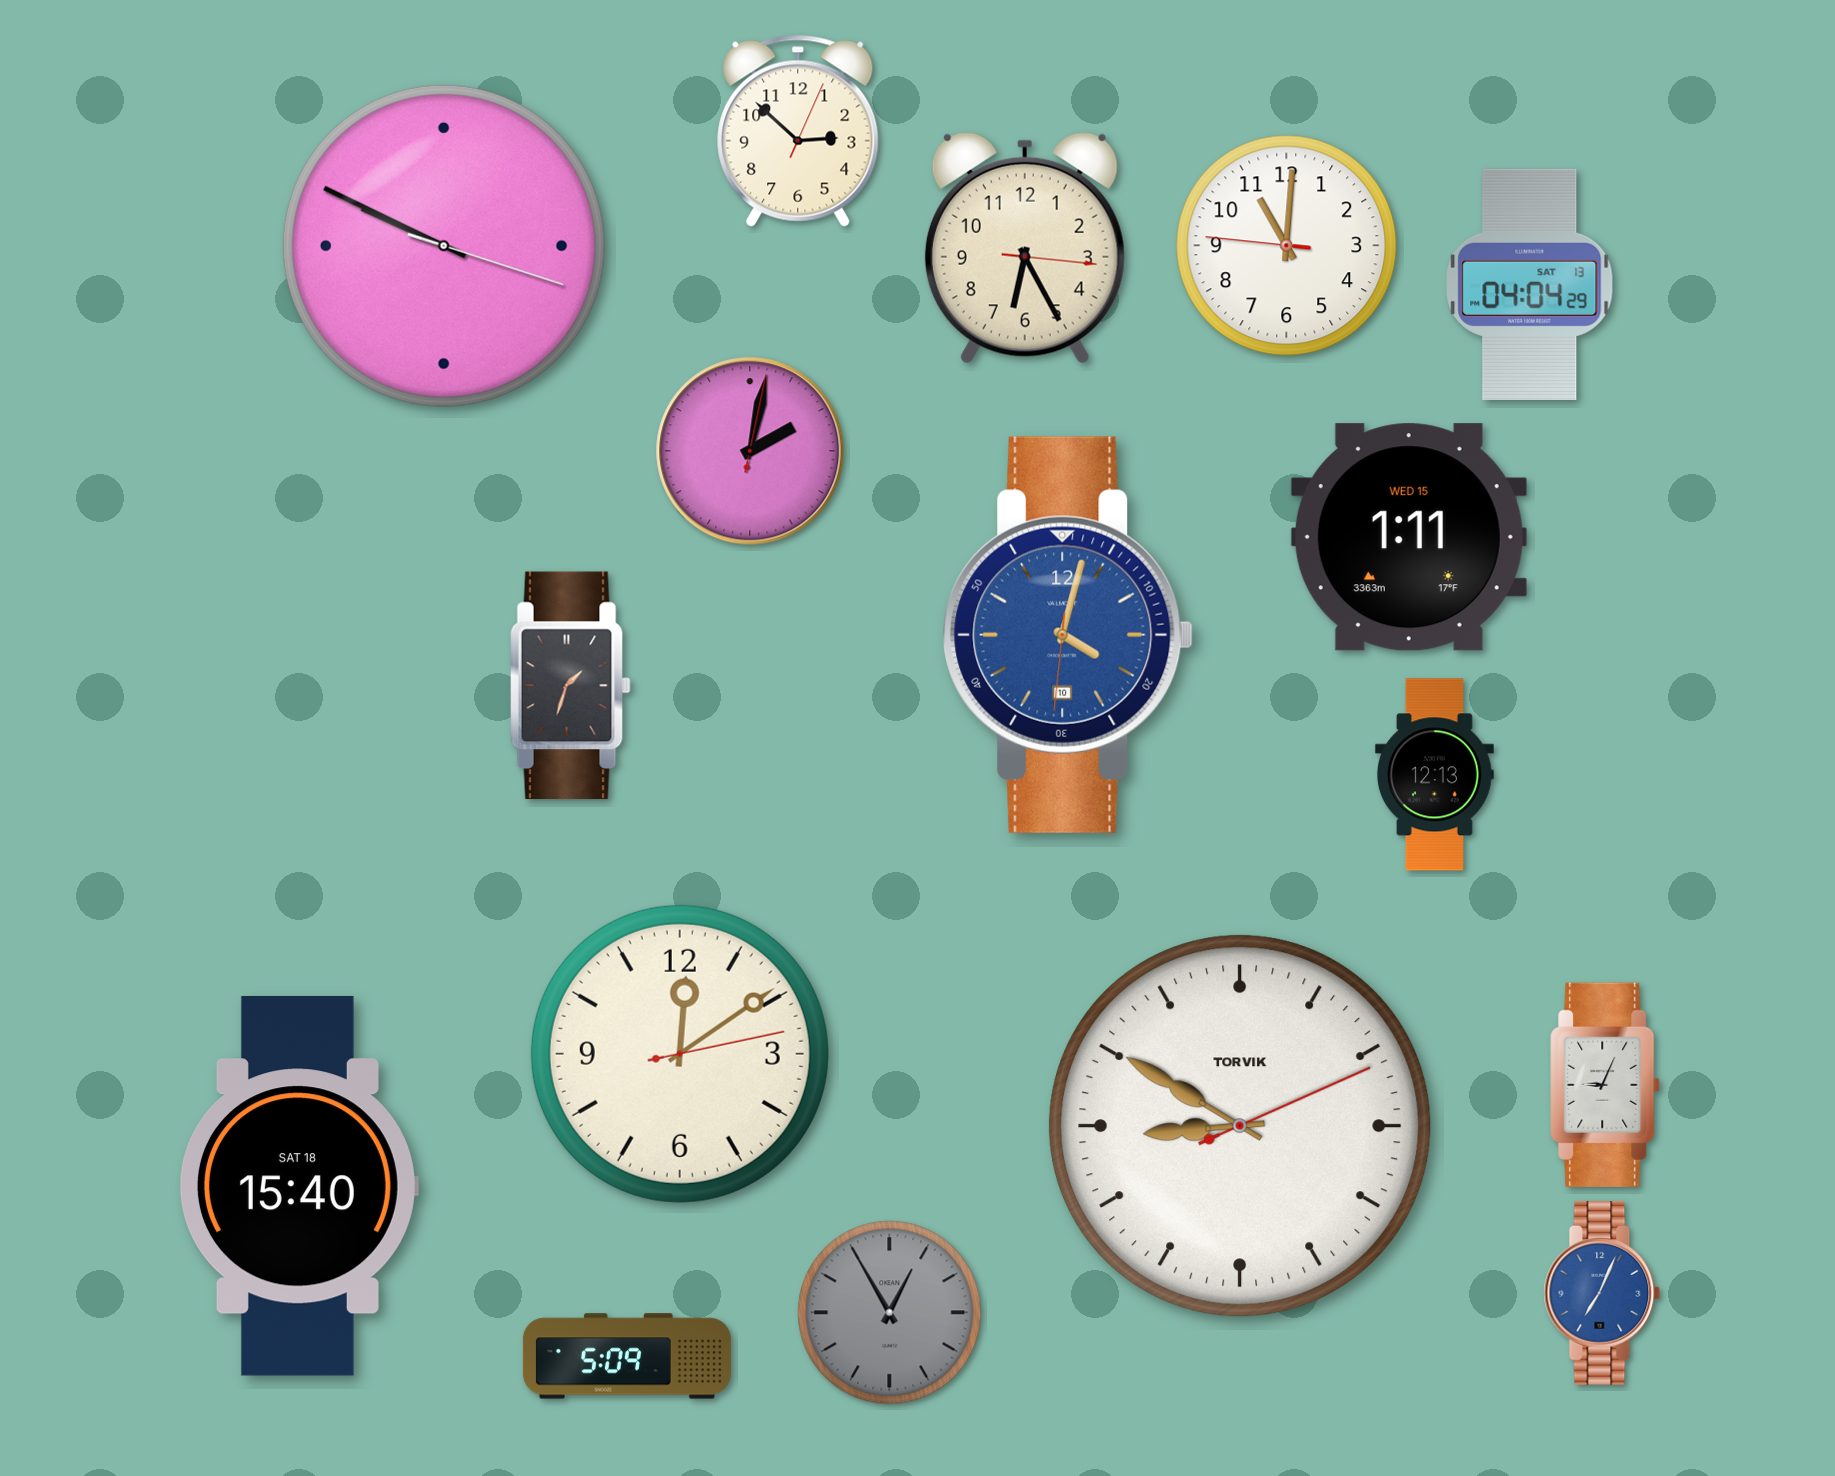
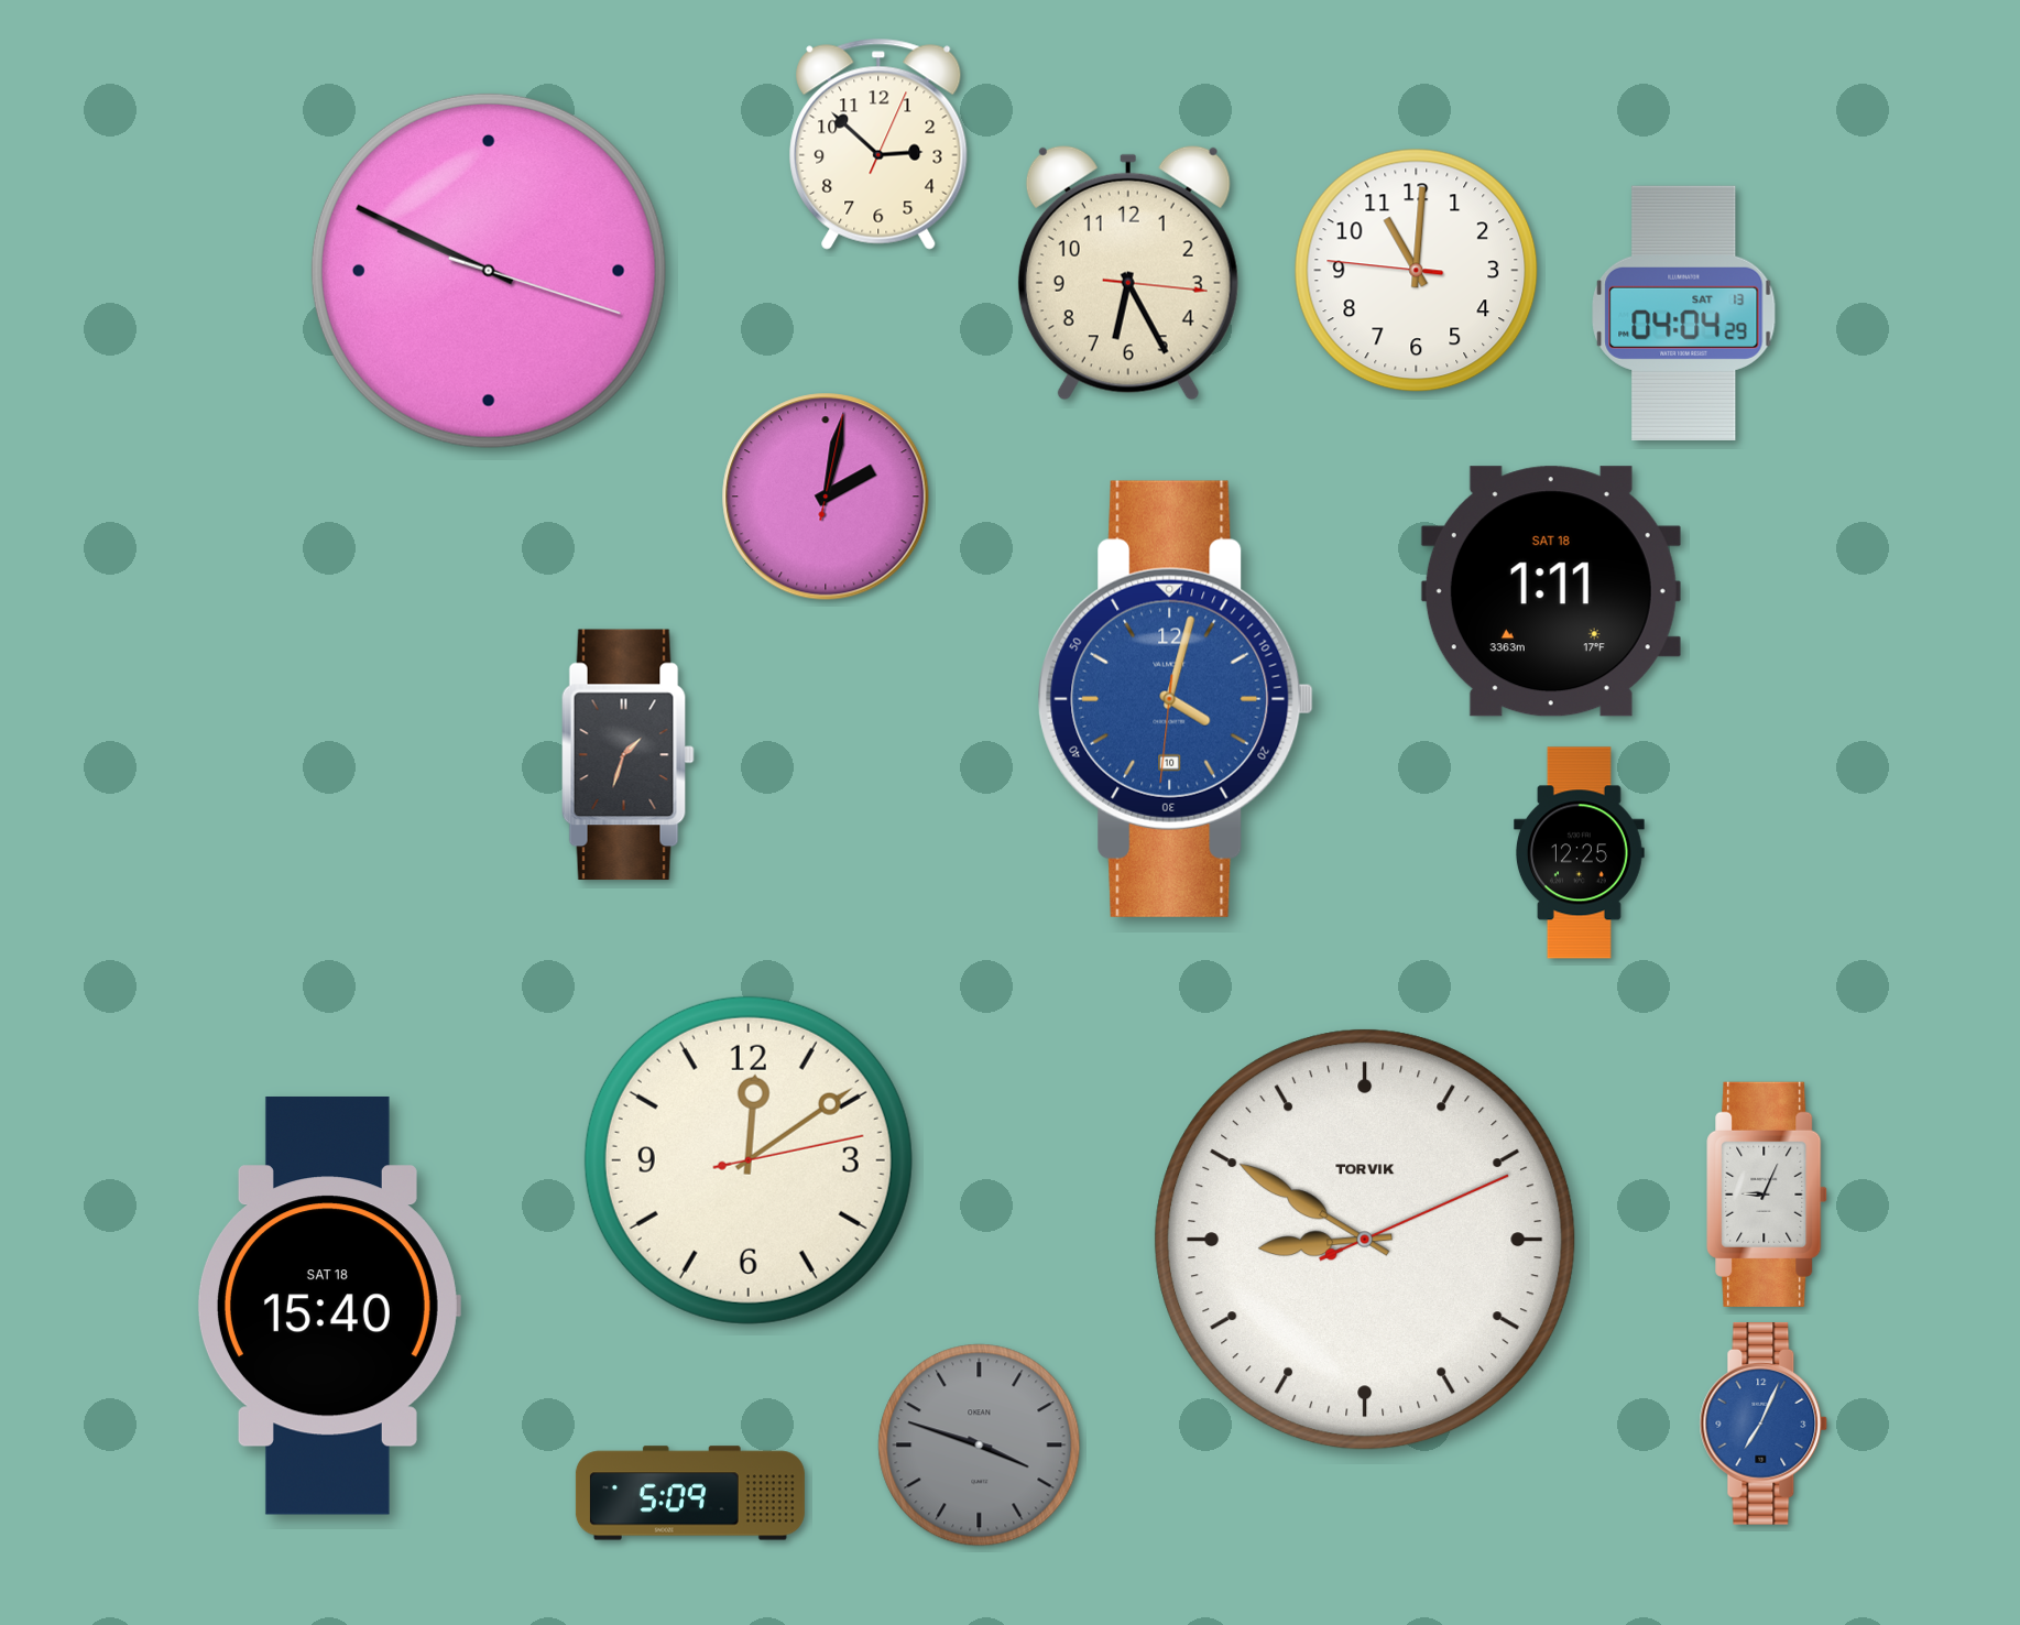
clock at (1409, 537) date: WED 15 -> SAT 18
clock at (1434, 775): 12:13 -> 12:25
clock at (890, 1313): 12:55 -> 3:48
